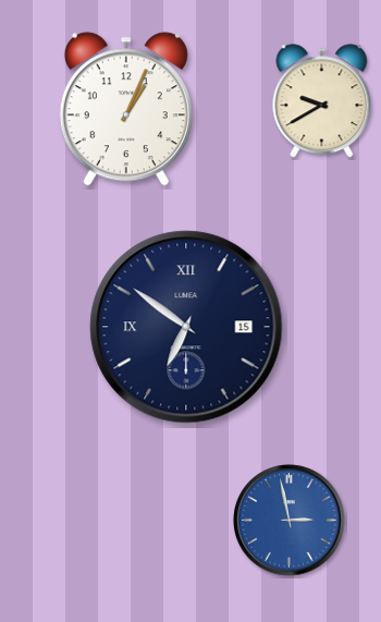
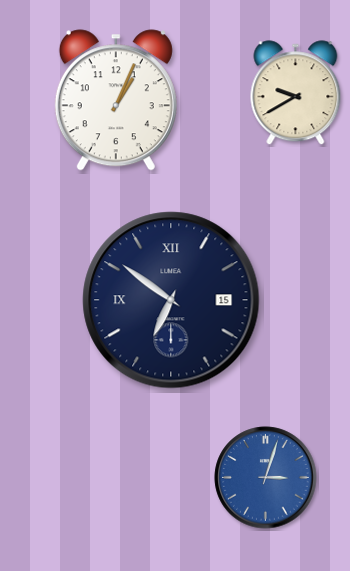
clock at (290, 521): 2:58 -> 3:03
